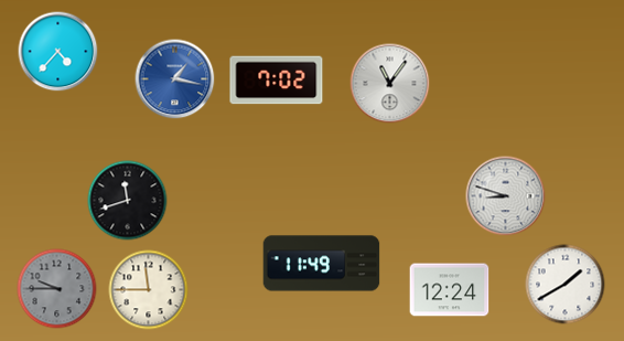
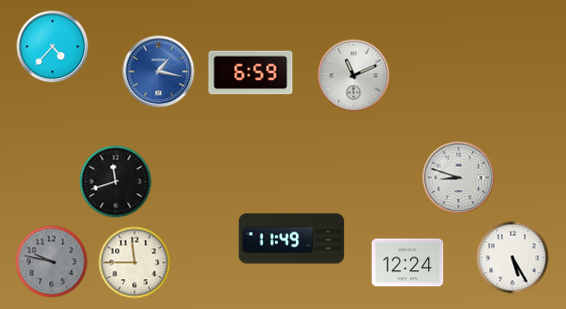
clock at (277, 81): 7:02 -> 6:59
clock at (390, 84): 11:06 -> 11:11
clock at (566, 285): 1:40 -> 5:25
clock at (57, 289): 9:45 -> 9:47
